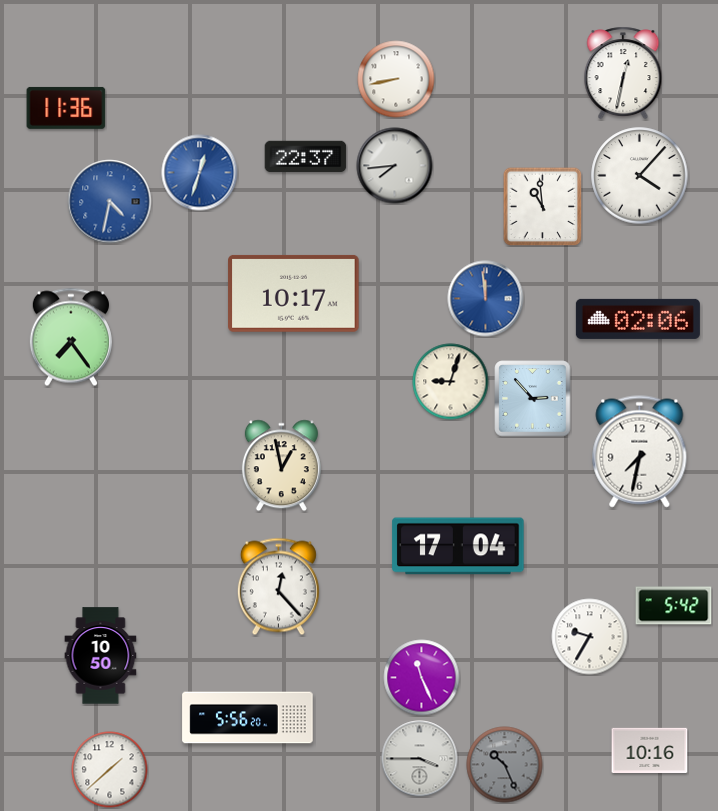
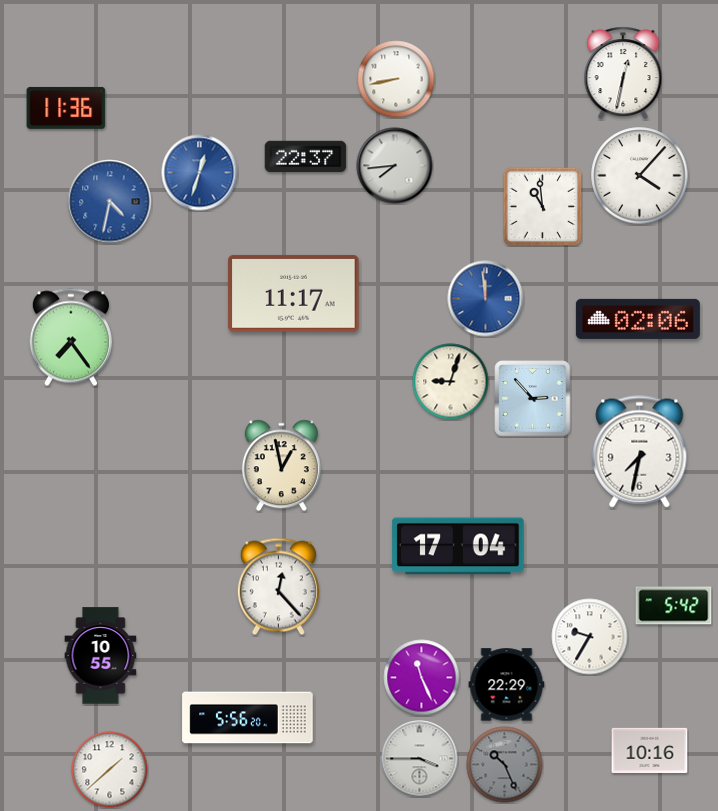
clock at (294, 293): 10:17 -> 11:17
clock at (101, 656): 10:50 -> 10:55
clock at (507, 685): none -> 22:29
